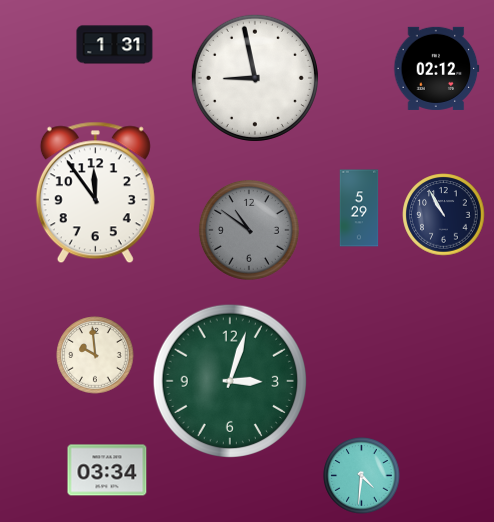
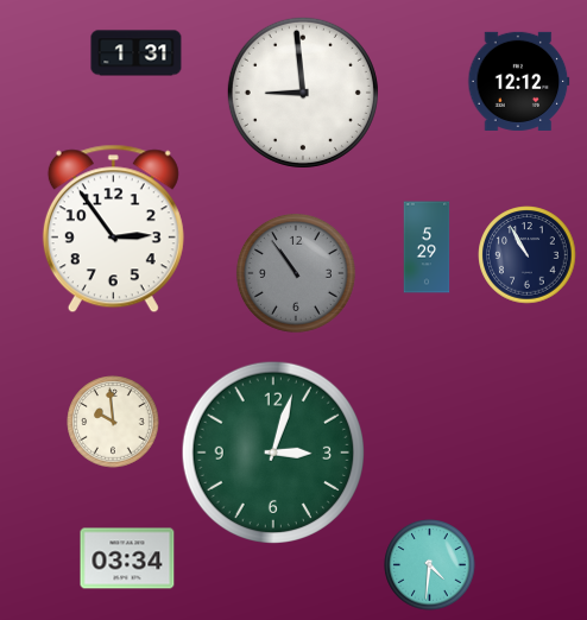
clock at (437, 68): 02:12 -> 12:12
clock at (255, 78): 8:58 -> 8:59
clock at (95, 193): 11:54 -> 2:54
clock at (249, 230): 10:51 -> 10:54
